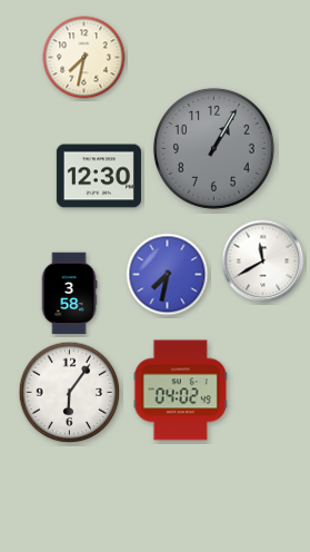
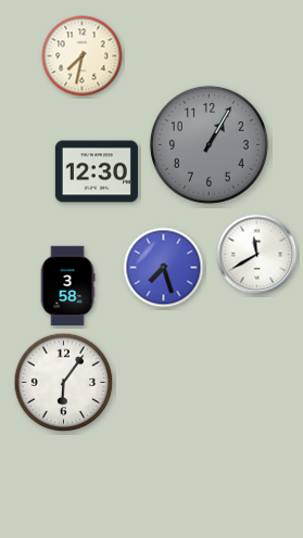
clock at (168, 275): 7:32 -> 7:27
clock at (180, 391): 04:02 -> none
clock at (70, 393) position: (70, 393) -> (64, 383)
